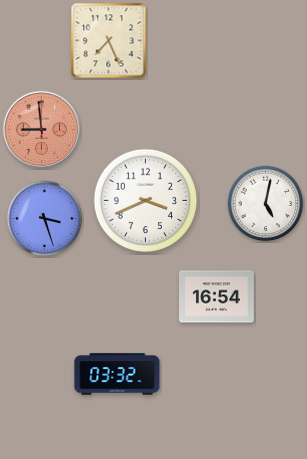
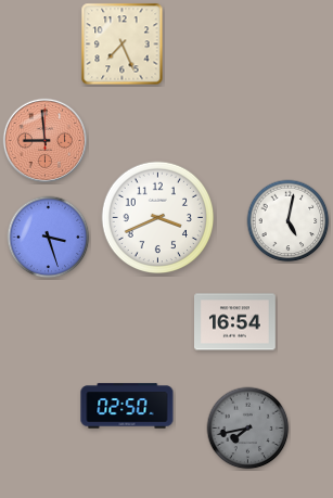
clock at (109, 41) position: (109, 41) -> (123, 44)
clock at (117, 374): 03:32 -> 02:50
clock at (248, 429): none -> 7:43
